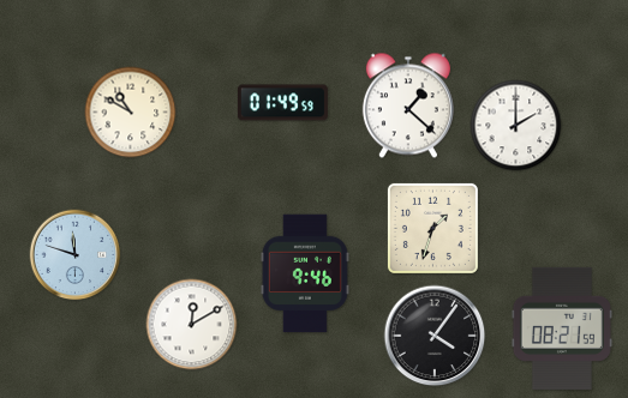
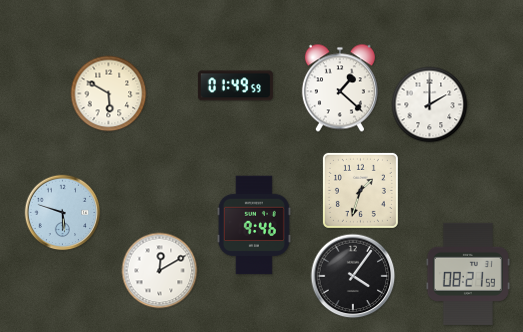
clock at (131, 113): 10:50 -> 5:50
clock at (76, 255): 11:48 -> 5:48
clock at (305, 273) position: (305, 273) -> (254, 225)
clock at (435, 336) position: (435, 336) -> (353, 276)
